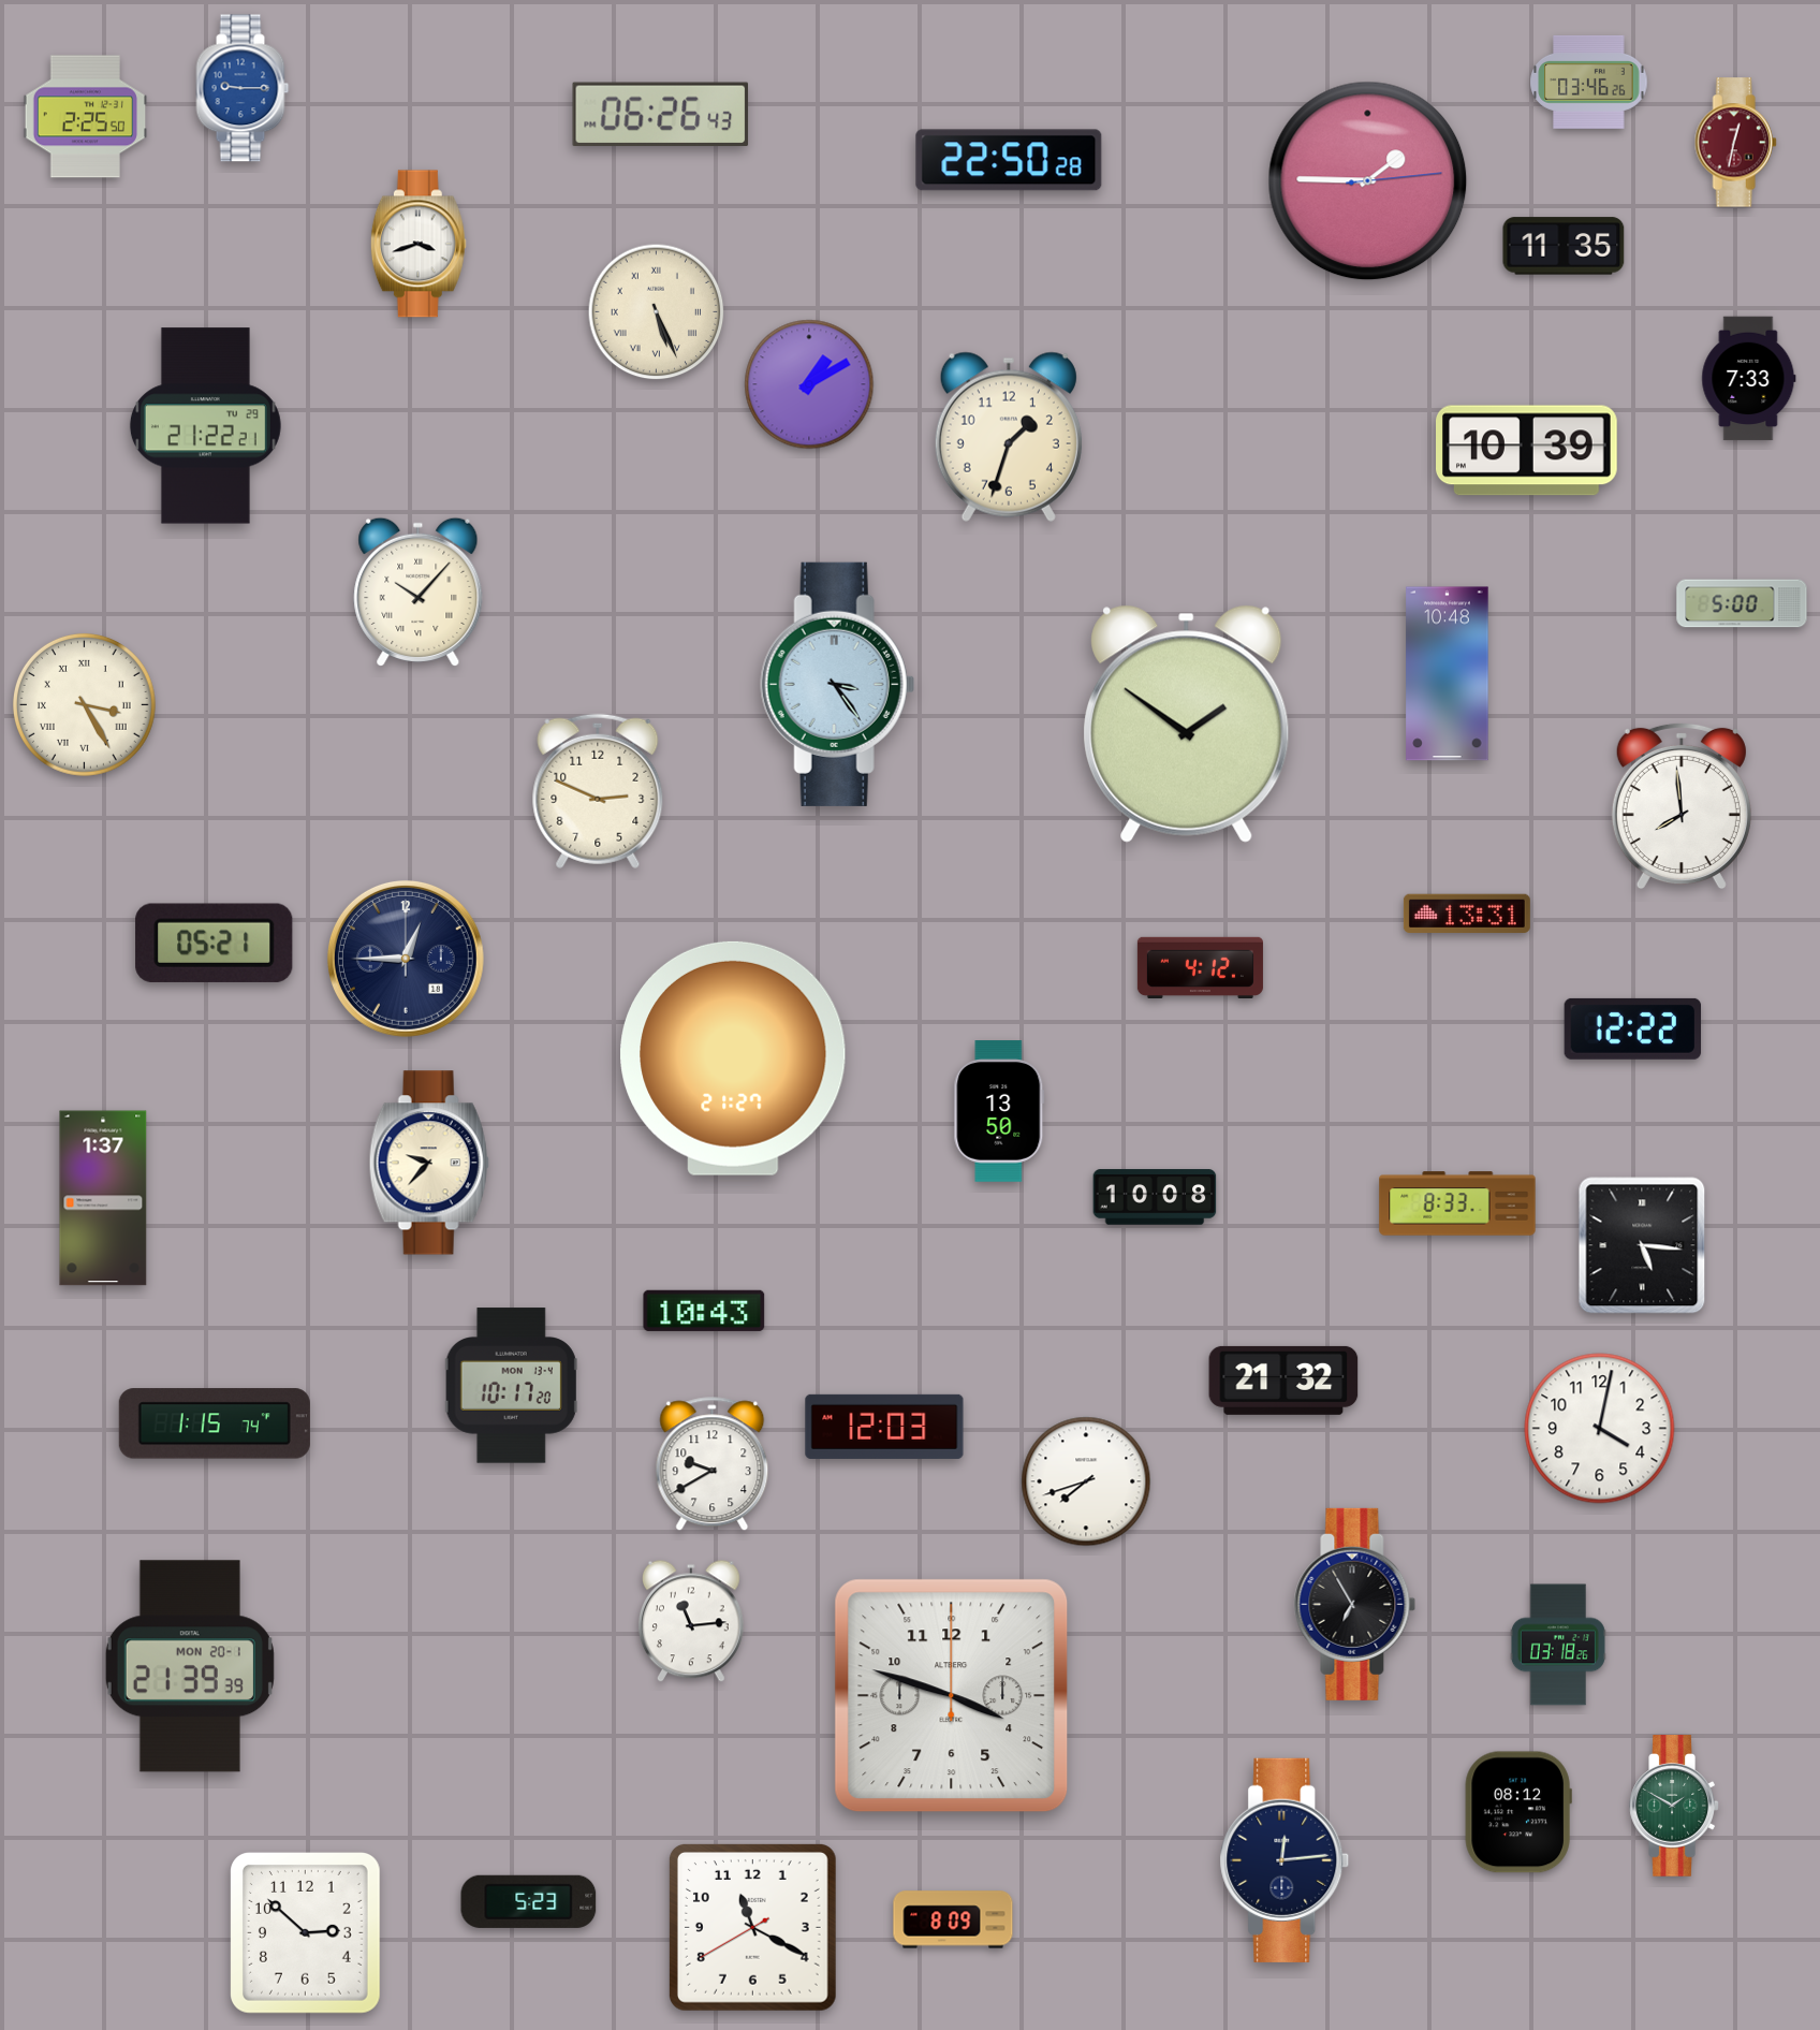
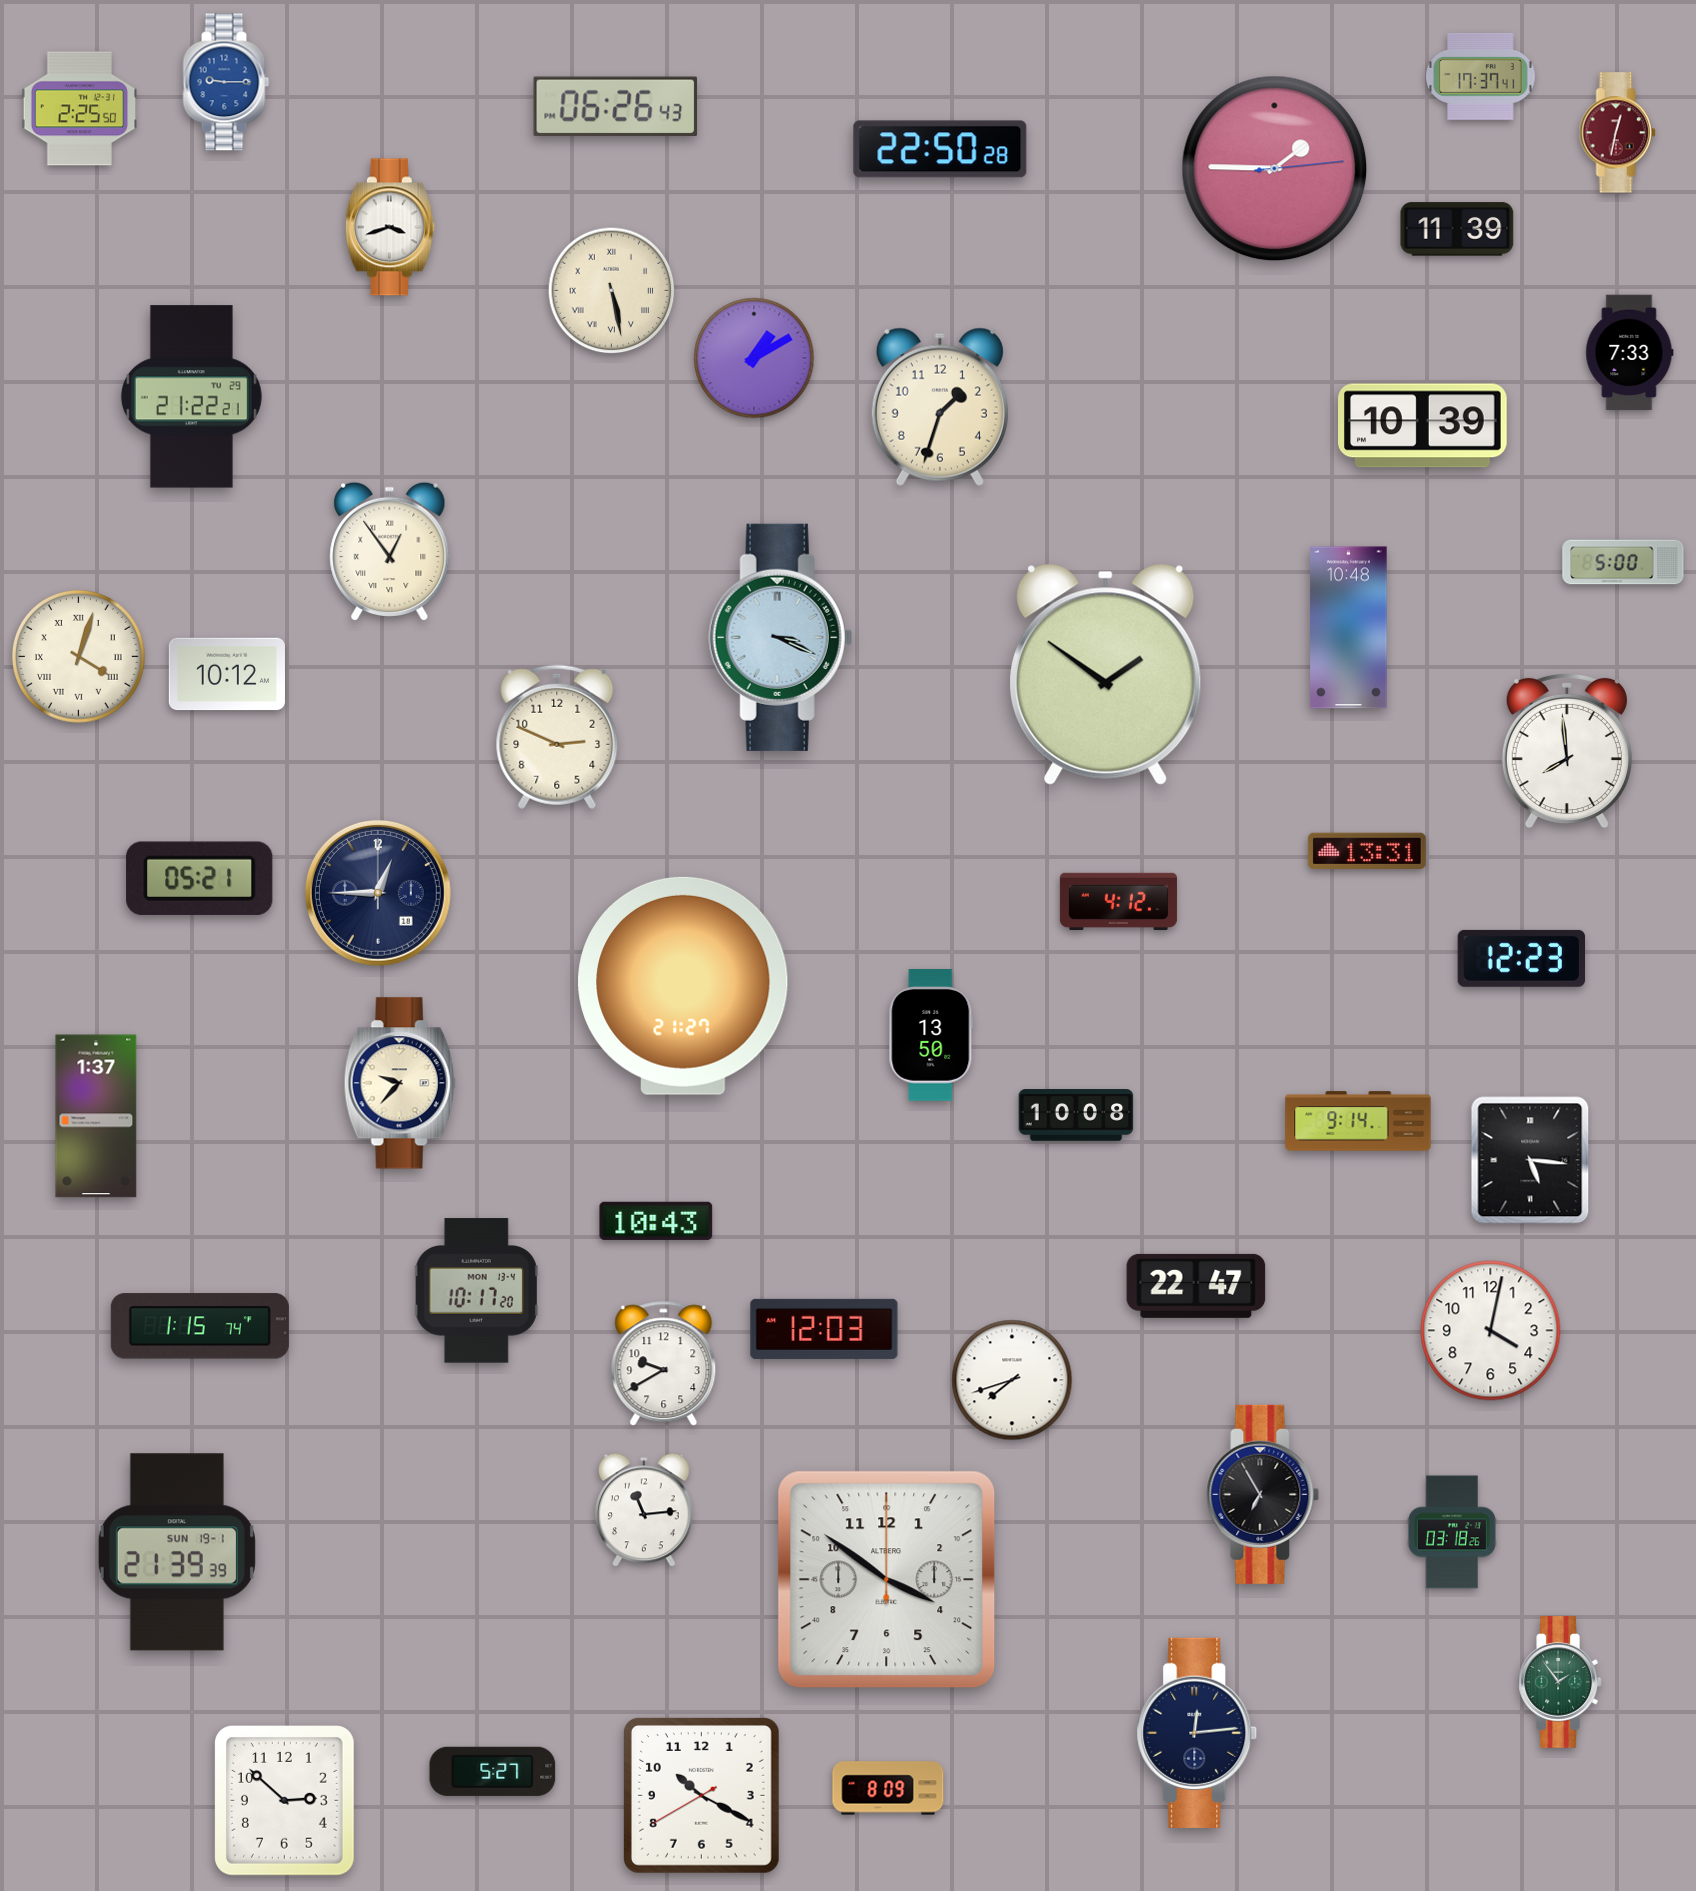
clock at (1589, 82): 03:46 -> 17:37
clock at (1564, 246): 11:35 -> 11:39
clock at (657, 312): 5:26 -> 5:28
clock at (1527, 451) position: (1527, 451) -> (1423, 426)
clock at (419, 592): 10:07 -> 12:54
clock at (837, 684): 3:24 -> 3:19
clock at (84, 704): 3:25 -> 4:03
clock at (227, 674): none -> 10:12
clock at (1633, 1028): 12:22 -> 12:23
clock at (1457, 1203): 8:33 -> 9:14
clock at (1283, 1381): 21:32 -> 22:47
clock at (190, 1666) date: MON 20-1 -> SUN 19-1
clock at (952, 1696): 3:48 -> 3:51
clock at (1674, 1806): 1:50 -> 1:54
clock at (1518, 1812): 08:12 -> none
clock at (529, 1901): 5:23 -> 5:27
clock at (752, 1927): 11:19 -> 10:19
